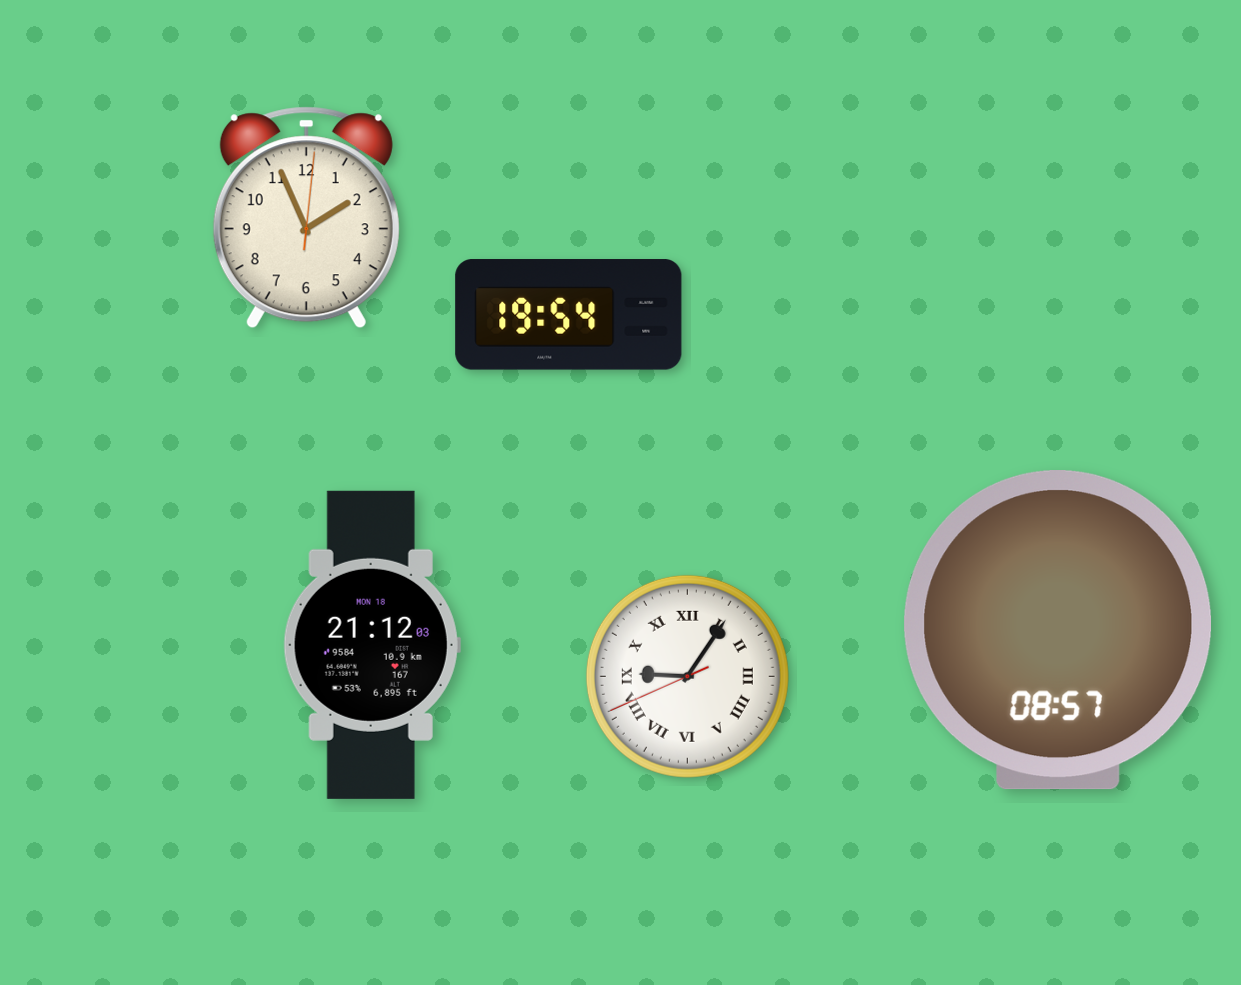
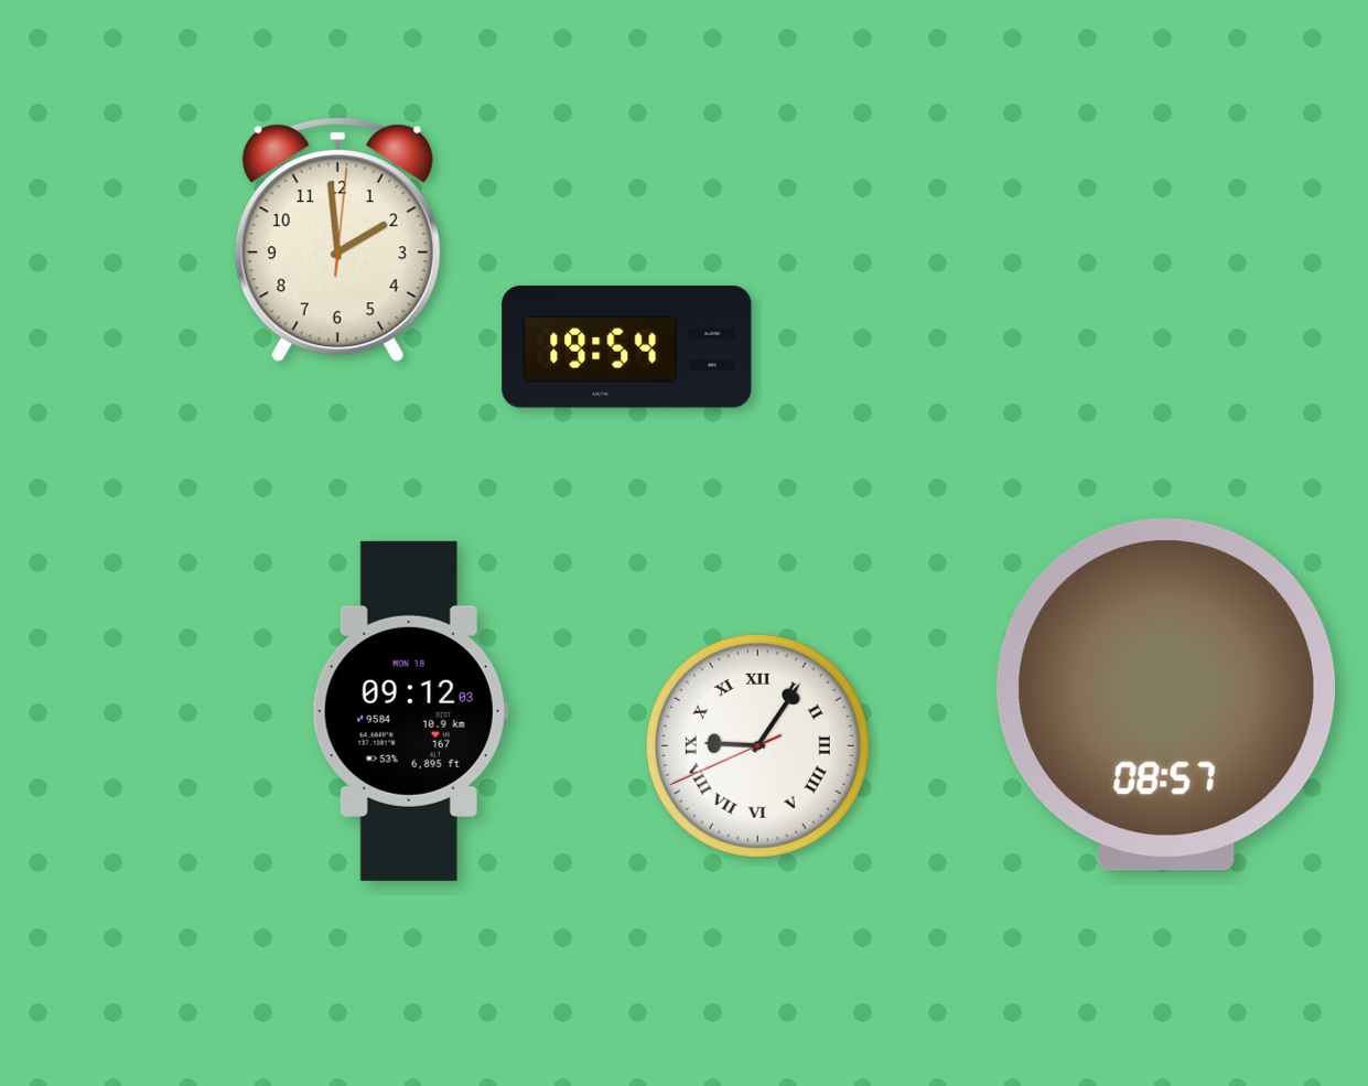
clock at (306, 218): 1:56 -> 1:59
clock at (372, 645): 21:12 -> 09:12
